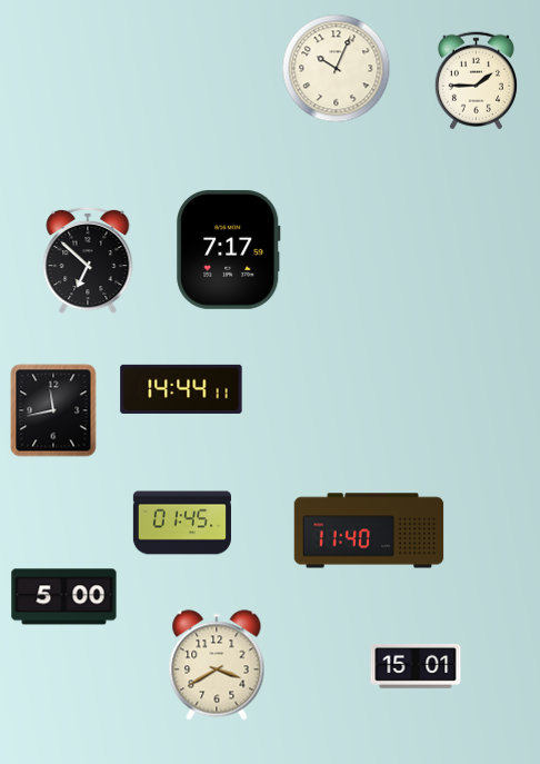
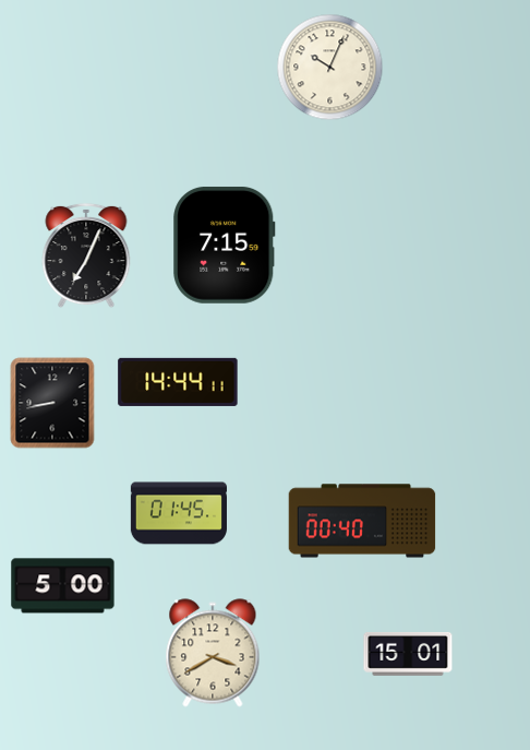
clock at (476, 81): 1:45 -> none
clock at (229, 249): 7:17 -> 7:15
clock at (88, 260): 6:52 -> 7:04
clock at (53, 410): 11:43 -> 8:43
clock at (369, 530): 11:40 -> 00:40
